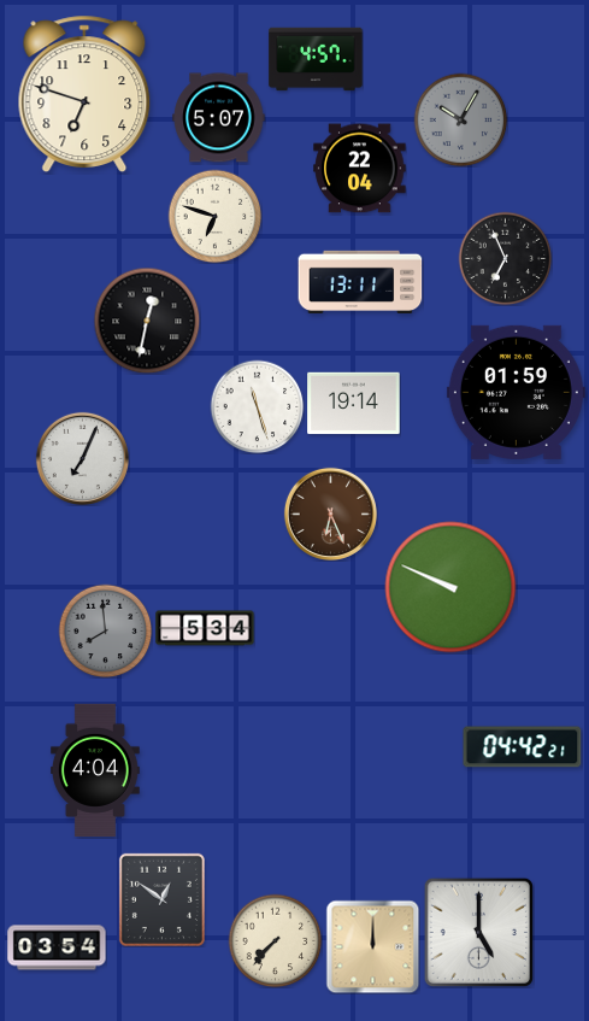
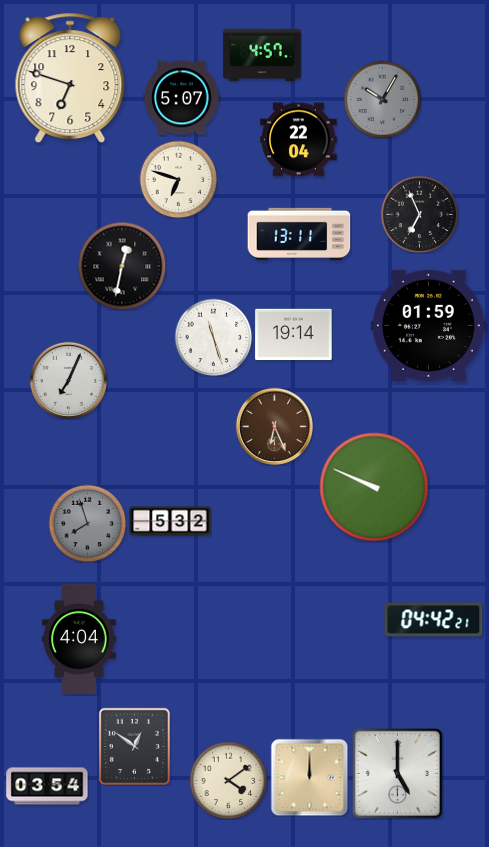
clock at (316, 59) position: (316, 59) -> (262, 55)
clock at (205, 628): 5:34 -> 5:32
clock at (105, 630): 7:59 -> 7:57
clock at (275, 940): 7:37 -> 4:09
clock at (372, 946) position: (372, 946) -> (309, 777)
